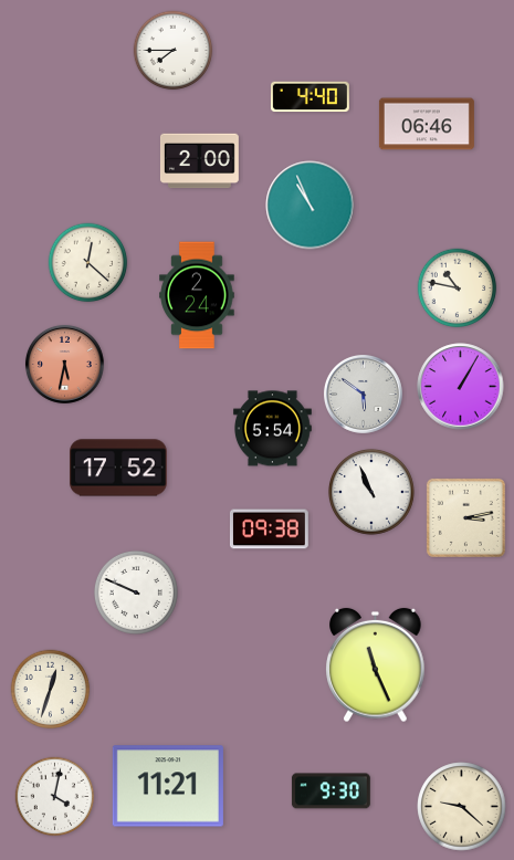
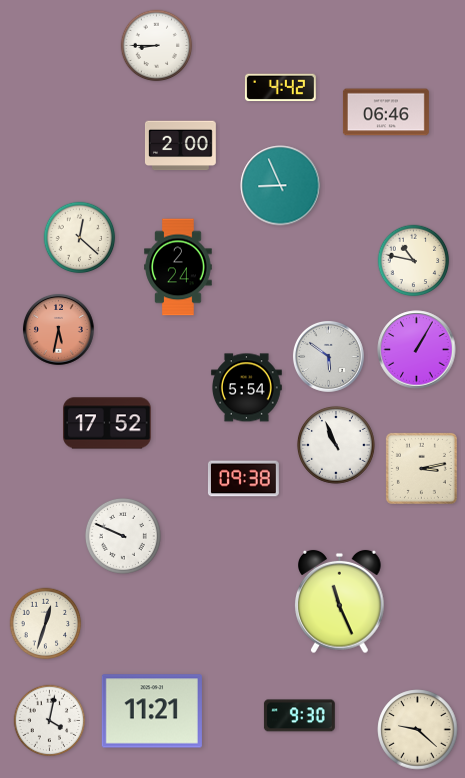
clock at (174, 51): 7:45 -> 8:45
clock at (310, 97): 4:40 -> 4:42
clock at (311, 206): 10:56 -> 8:56
